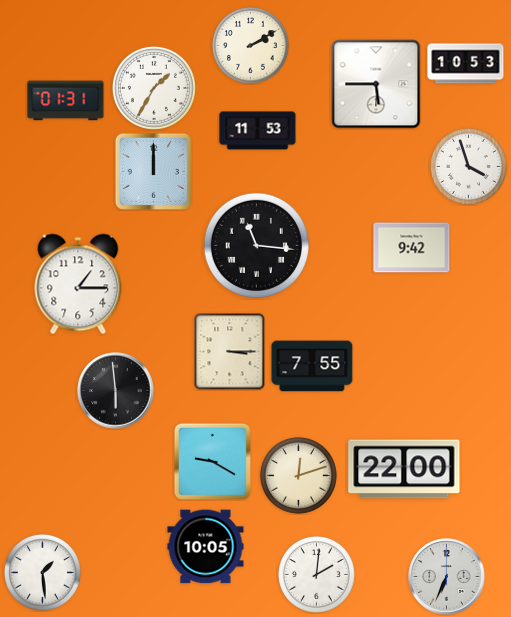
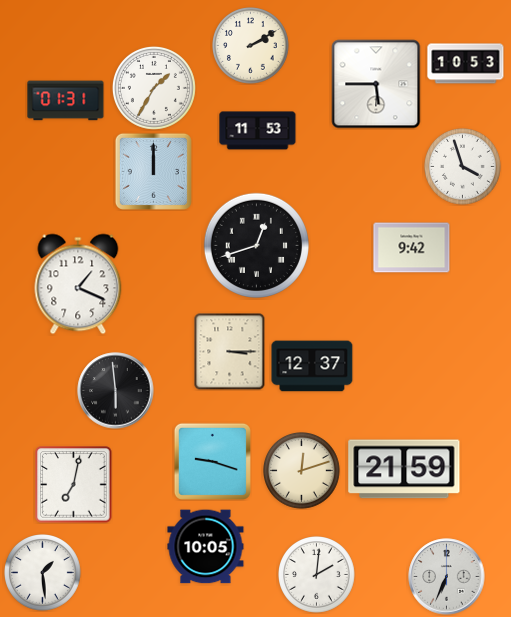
clock at (469, 167) position: (469, 167) -> (463, 167)
clock at (256, 245): 11:16 -> 12:42
clock at (78, 284): 1:15 -> 1:19
clock at (312, 366): 7:55 -> 12:37
clock at (212, 461): 9:20 -> 9:18
clock at (404, 469): 22:00 -> 21:59
clock at (299, 476) position: (299, 476) -> (302, 471)
clock at (74, 485): none -> 7:02
